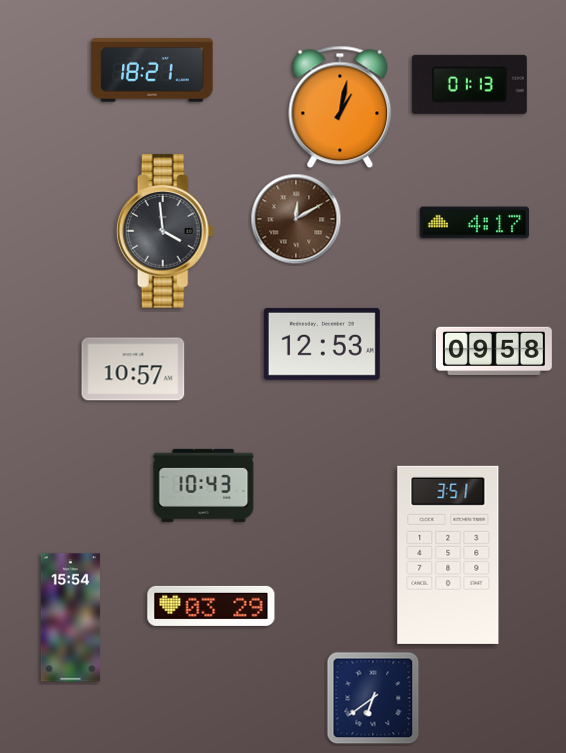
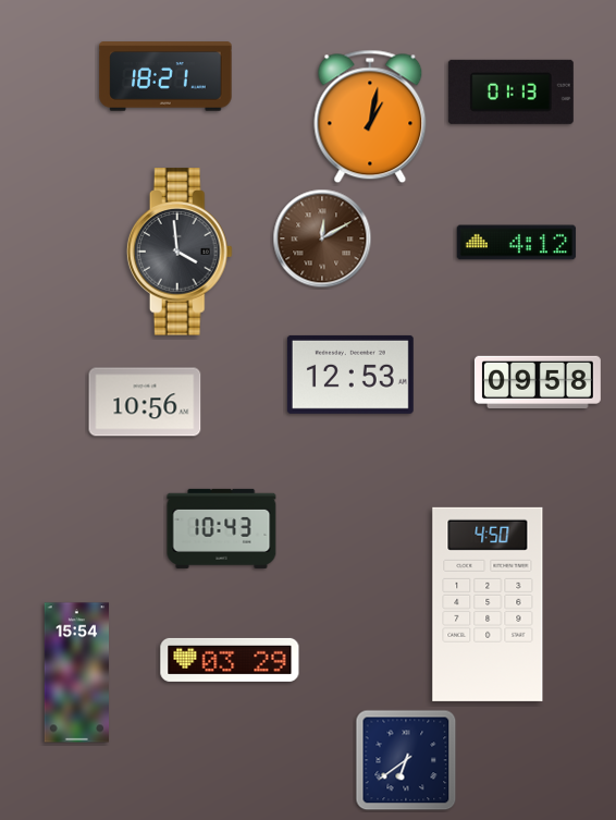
clock at (475, 223): 4:17 -> 4:12
clock at (133, 369): 10:57 -> 10:56
clock at (448, 555): 3:51 -> 4:50
